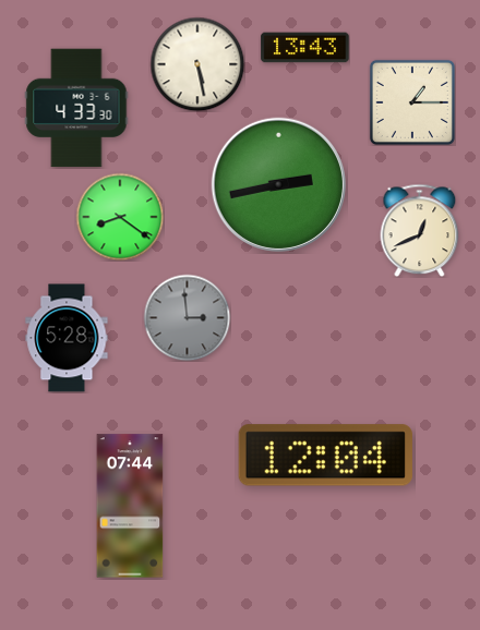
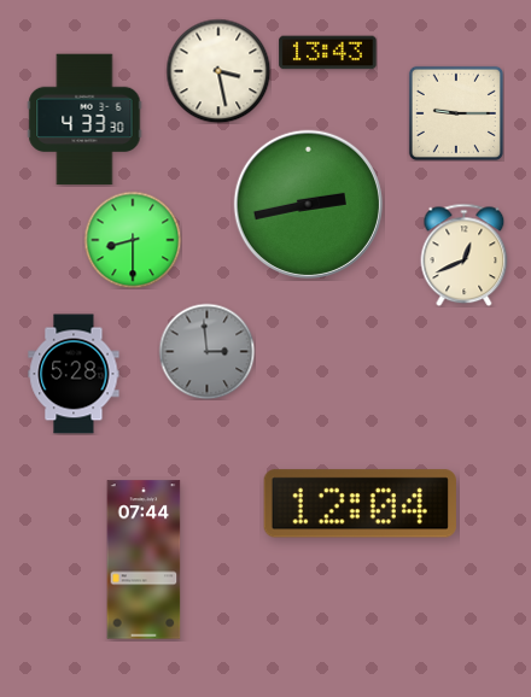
clock at (305, 48) position: (305, 48) -> (328, 53)
clock at (197, 64): 5:28 -> 3:28
clock at (412, 102): 1:15 -> 9:15
clock at (120, 217): 8:21 -> 8:30
